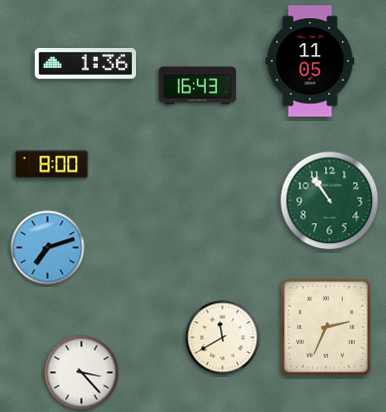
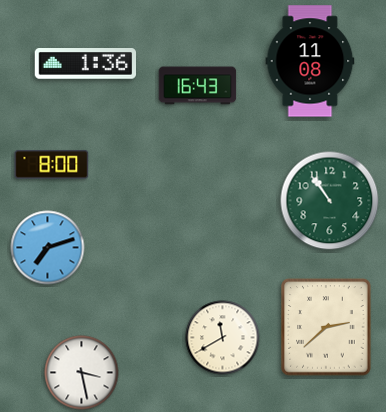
clock at (310, 61): 11:05 -> 11:08
clock at (326, 327): 2:34 -> 2:38
clock at (82, 373): 3:23 -> 3:28
